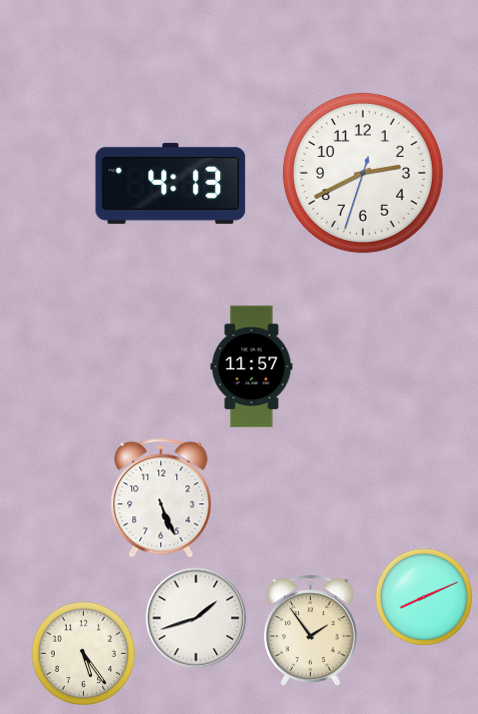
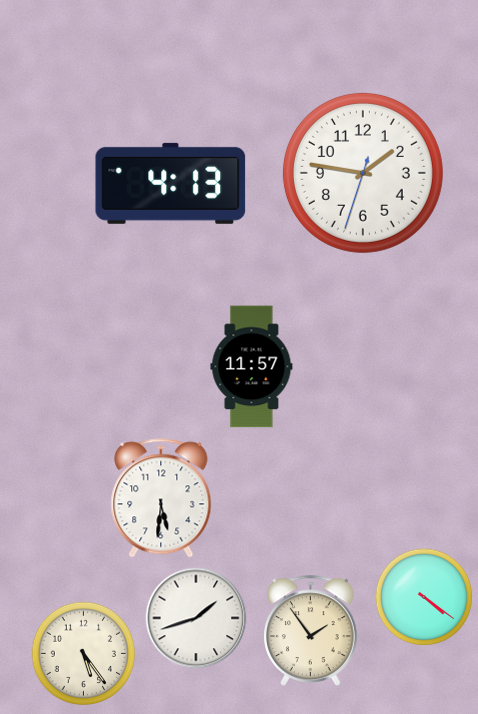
clock at (363, 173): 2:40 -> 1:46
clock at (161, 498): 5:26 -> 5:31
clock at (424, 597): 8:11 -> 4:21
